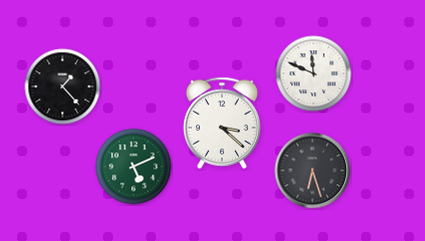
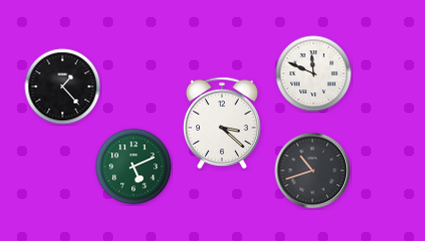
clock at (313, 171): 6:27 -> 10:42
